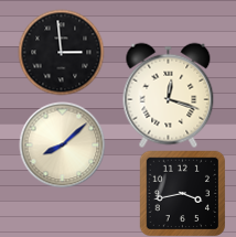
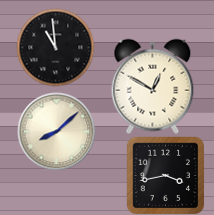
clock at (61, 52): 2:59 -> 10:59
clock at (169, 95): 12:18 -> 12:50
